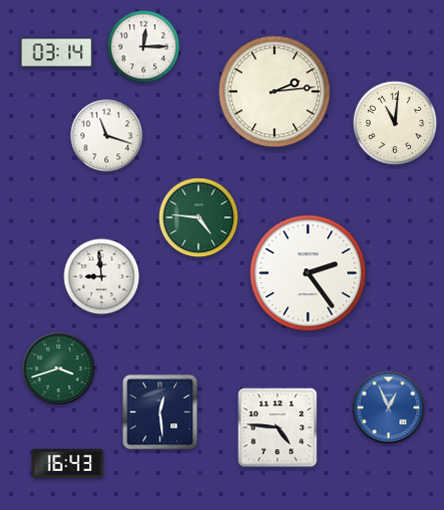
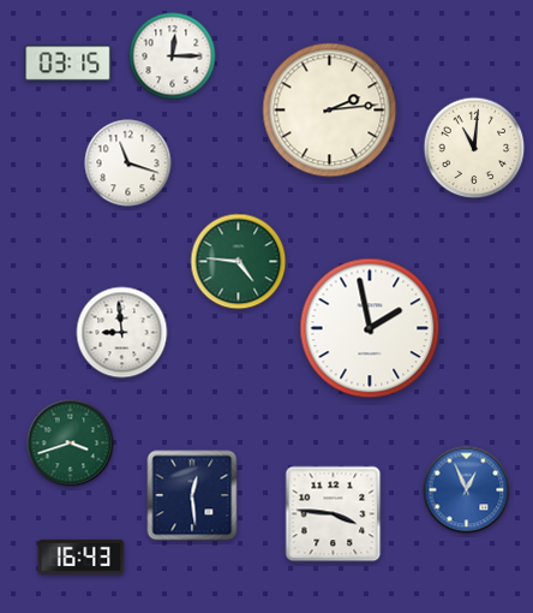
clock at (57, 53): 03:14 -> 03:15
clock at (308, 273): 2:24 -> 1:58
clock at (278, 428): 4:46 -> 3:46
